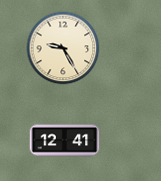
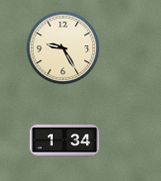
clock at (65, 141): 12:41 -> 1:34
